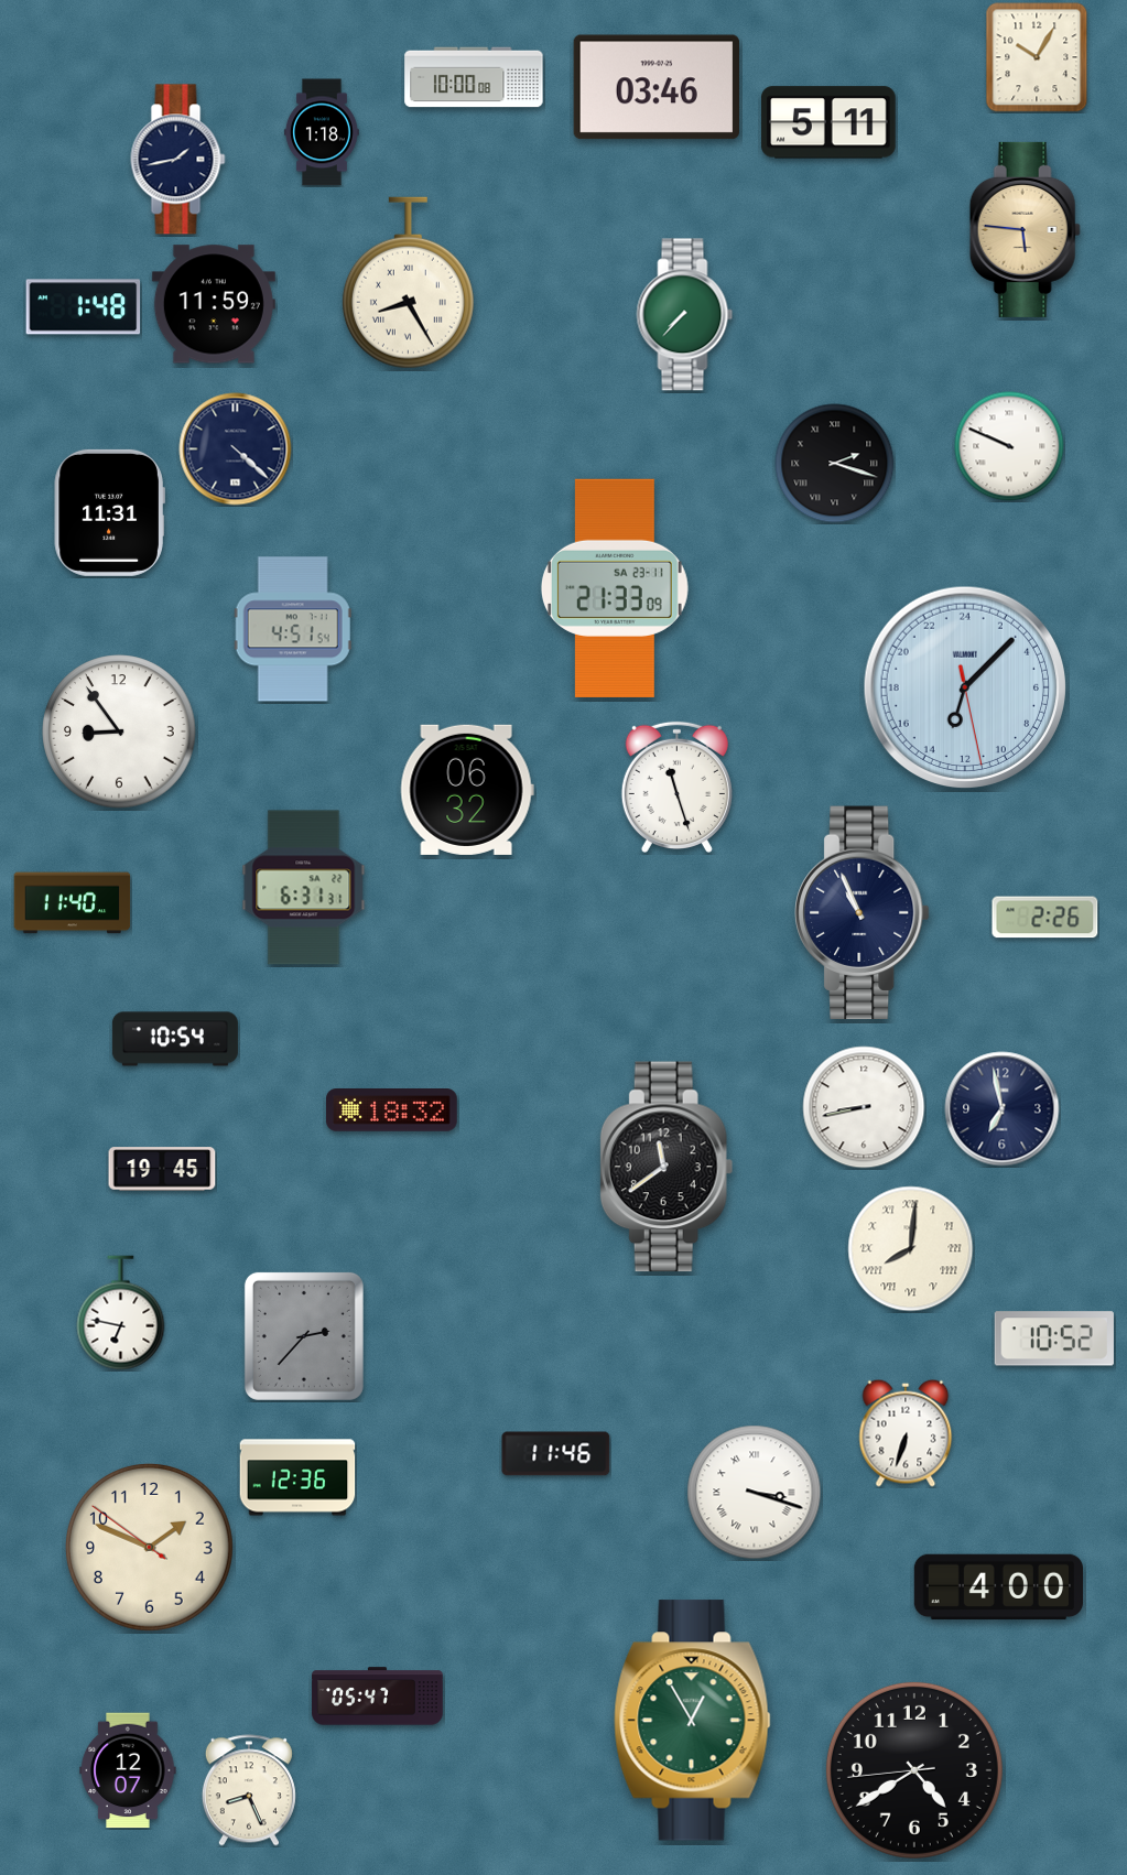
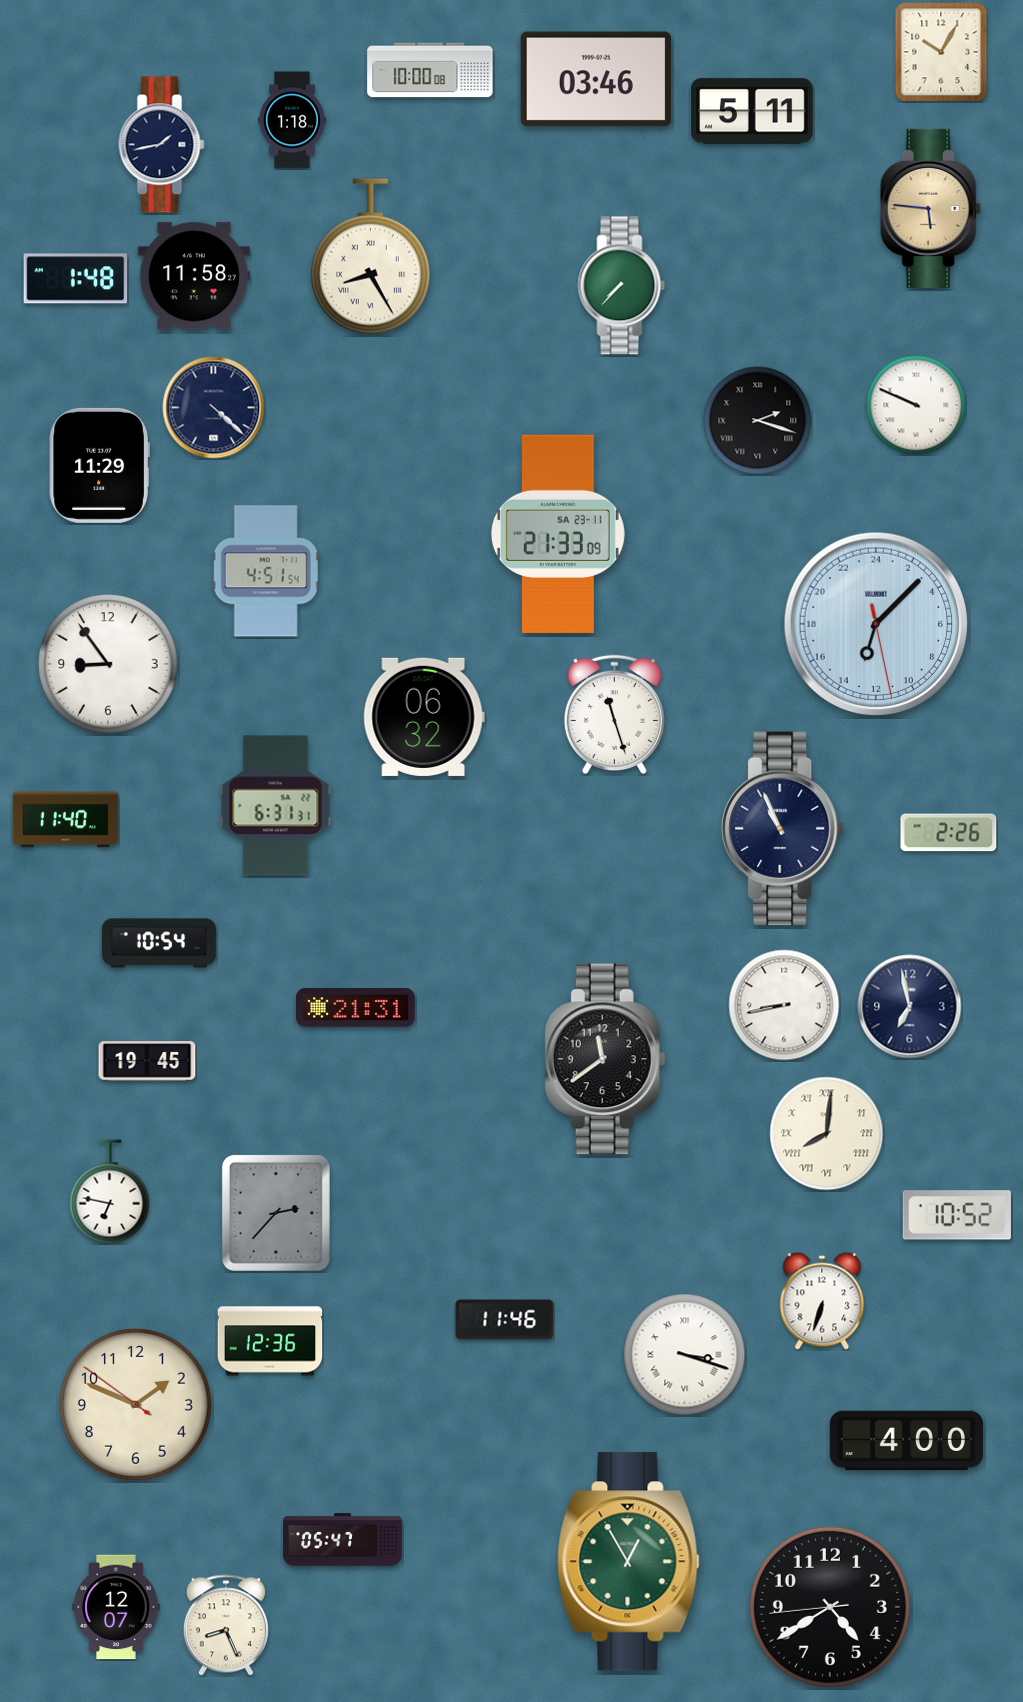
clock at (214, 304): 11:59 -> 11:58
clock at (109, 512): 11:31 -> 11:29
clock at (392, 1110): 18:32 -> 21:31
